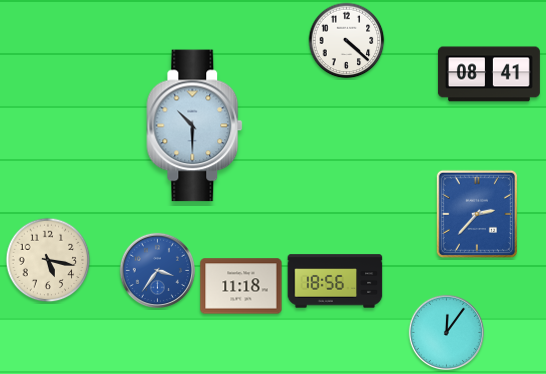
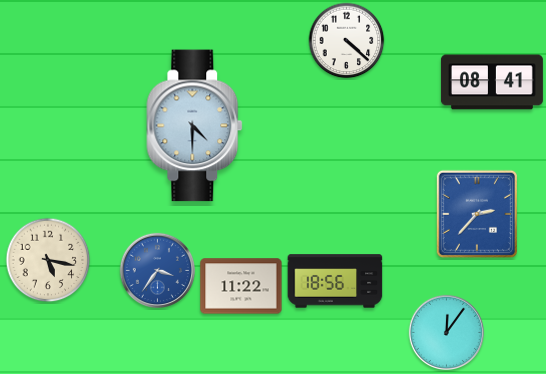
clock at (489, 74) position: (489, 74) -> (492, 82)
clock at (195, 126): 10:30 -> 4:30
clock at (241, 286): 11:18 -> 11:22
